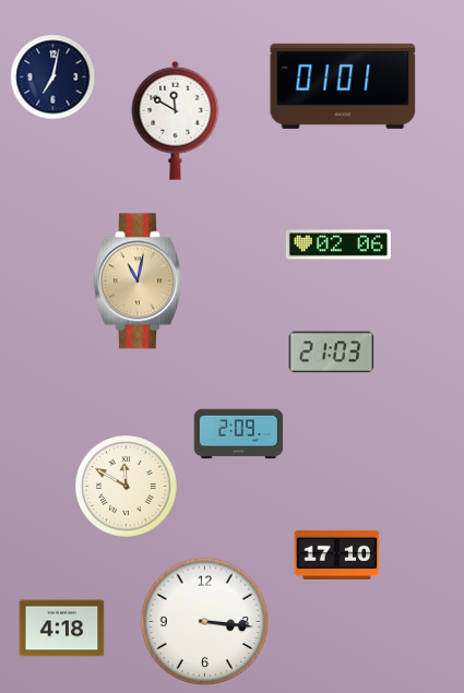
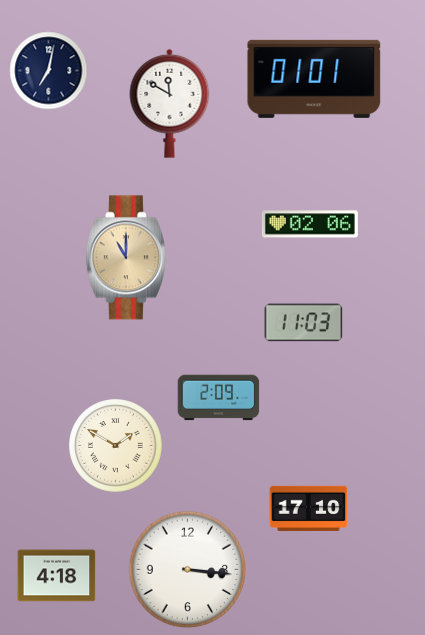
clock at (176, 120) position: (176, 120) -> (170, 103)
clock at (138, 282): 11:02 -> 11:00
clock at (331, 353): 21:03 -> 11:03
clock at (127, 487): 11:50 -> 1:50
